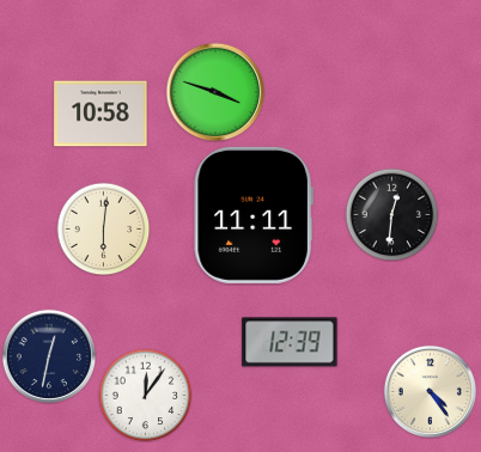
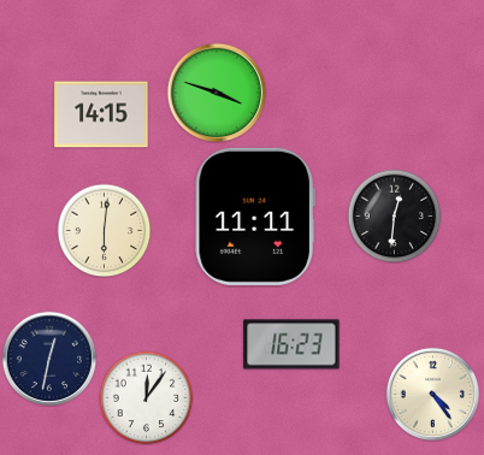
clock at (101, 114): 10:58 -> 14:15
clock at (290, 342): 12:39 -> 16:23
